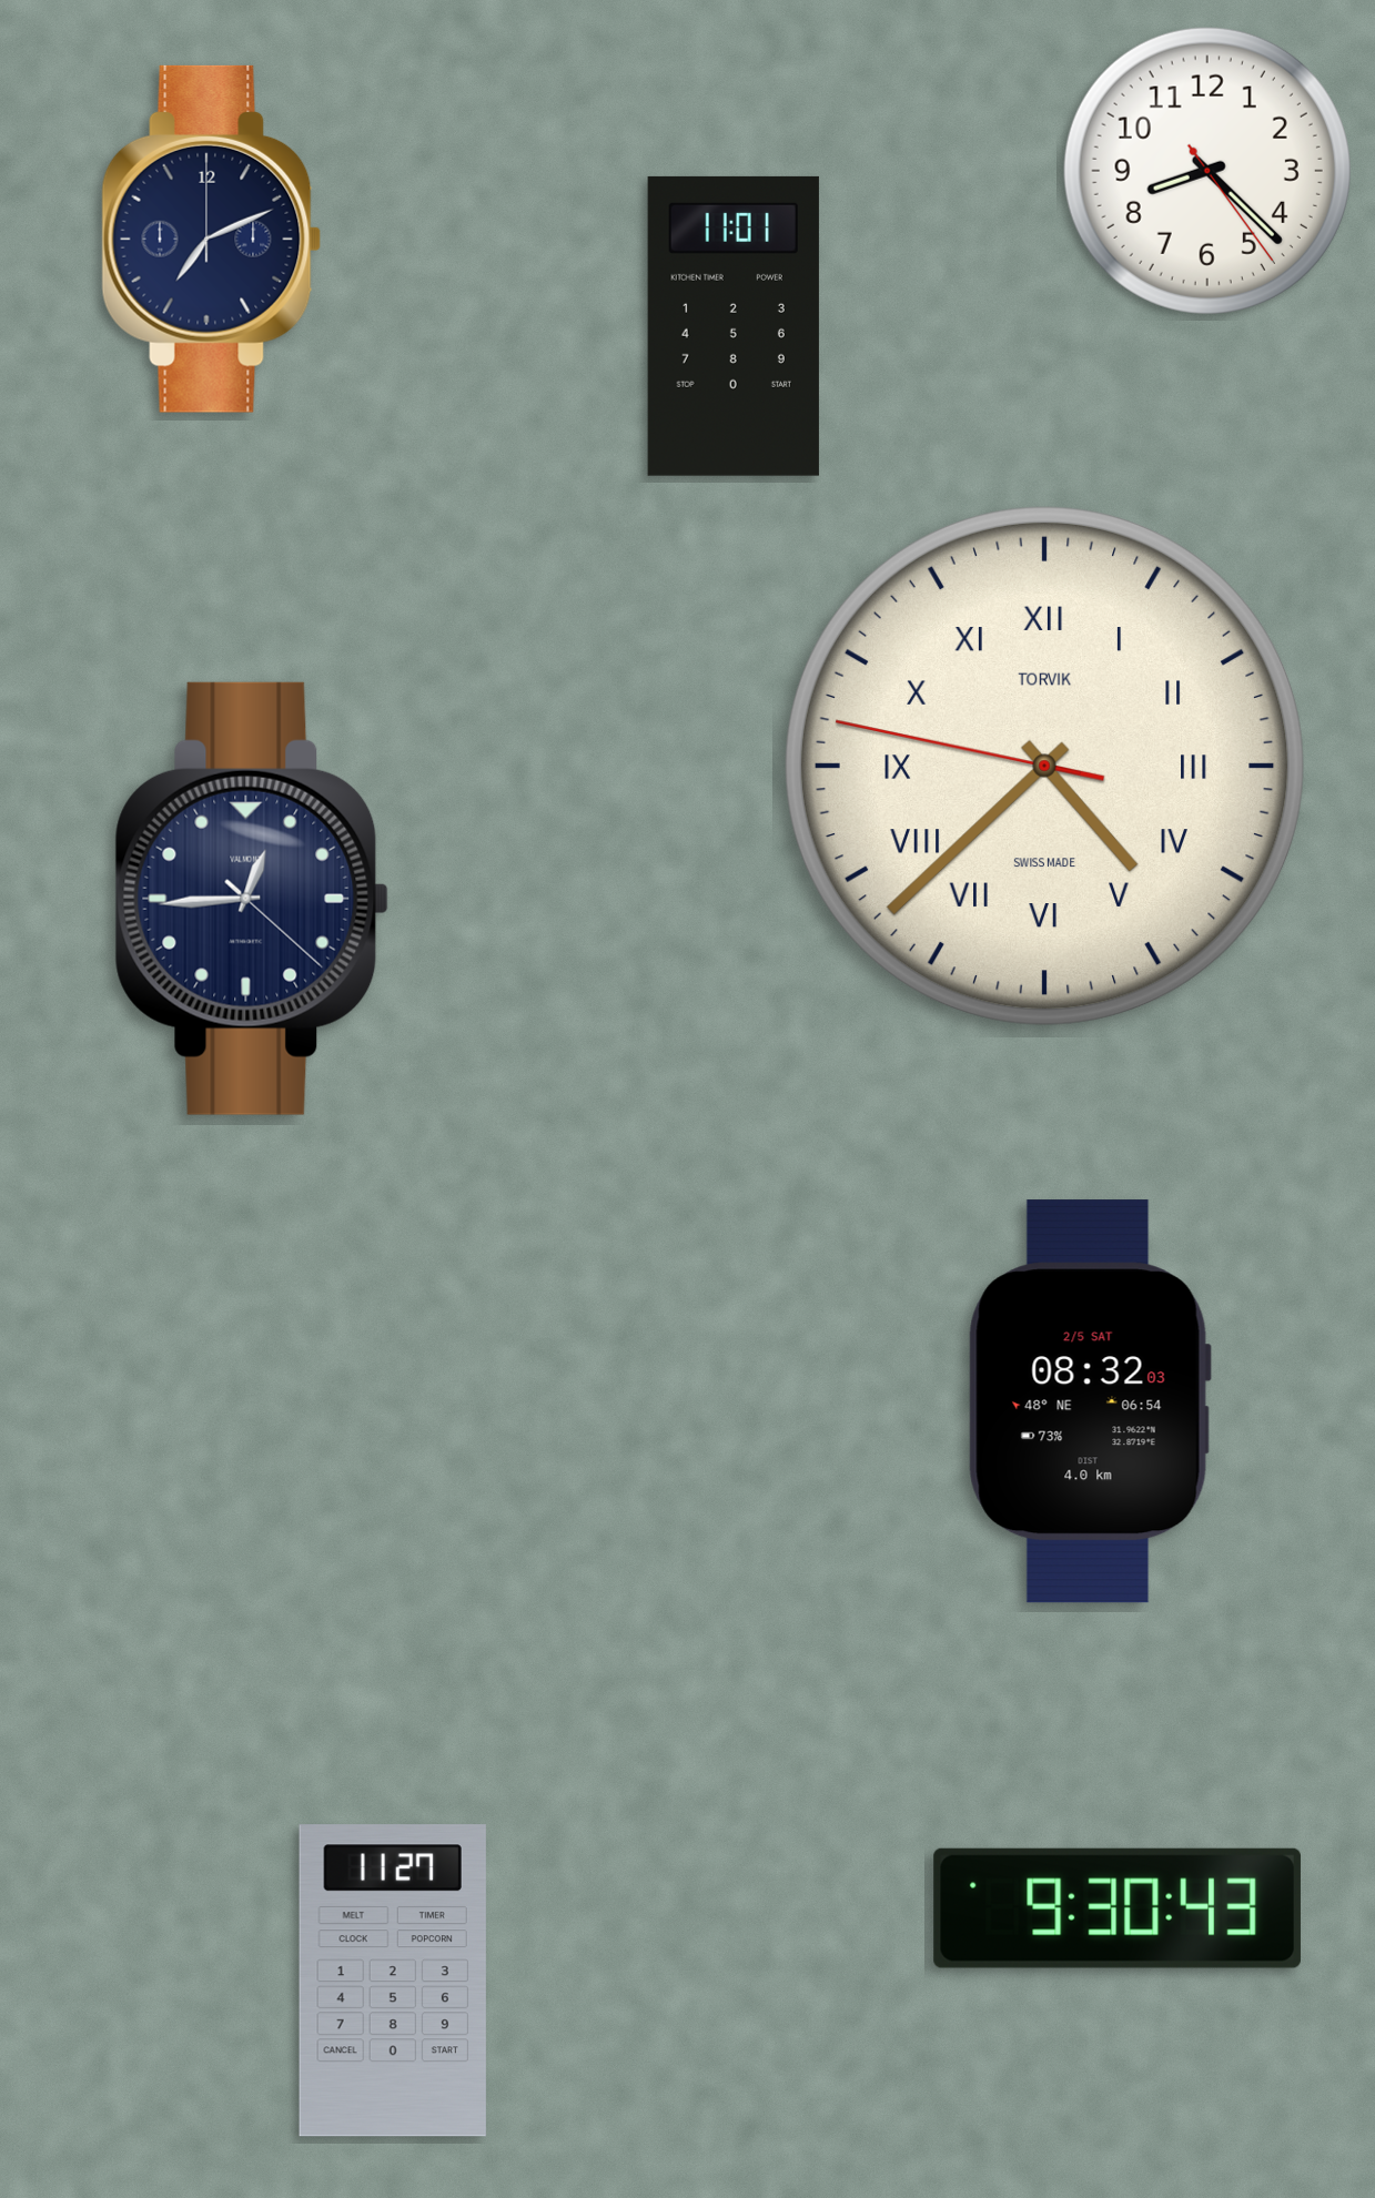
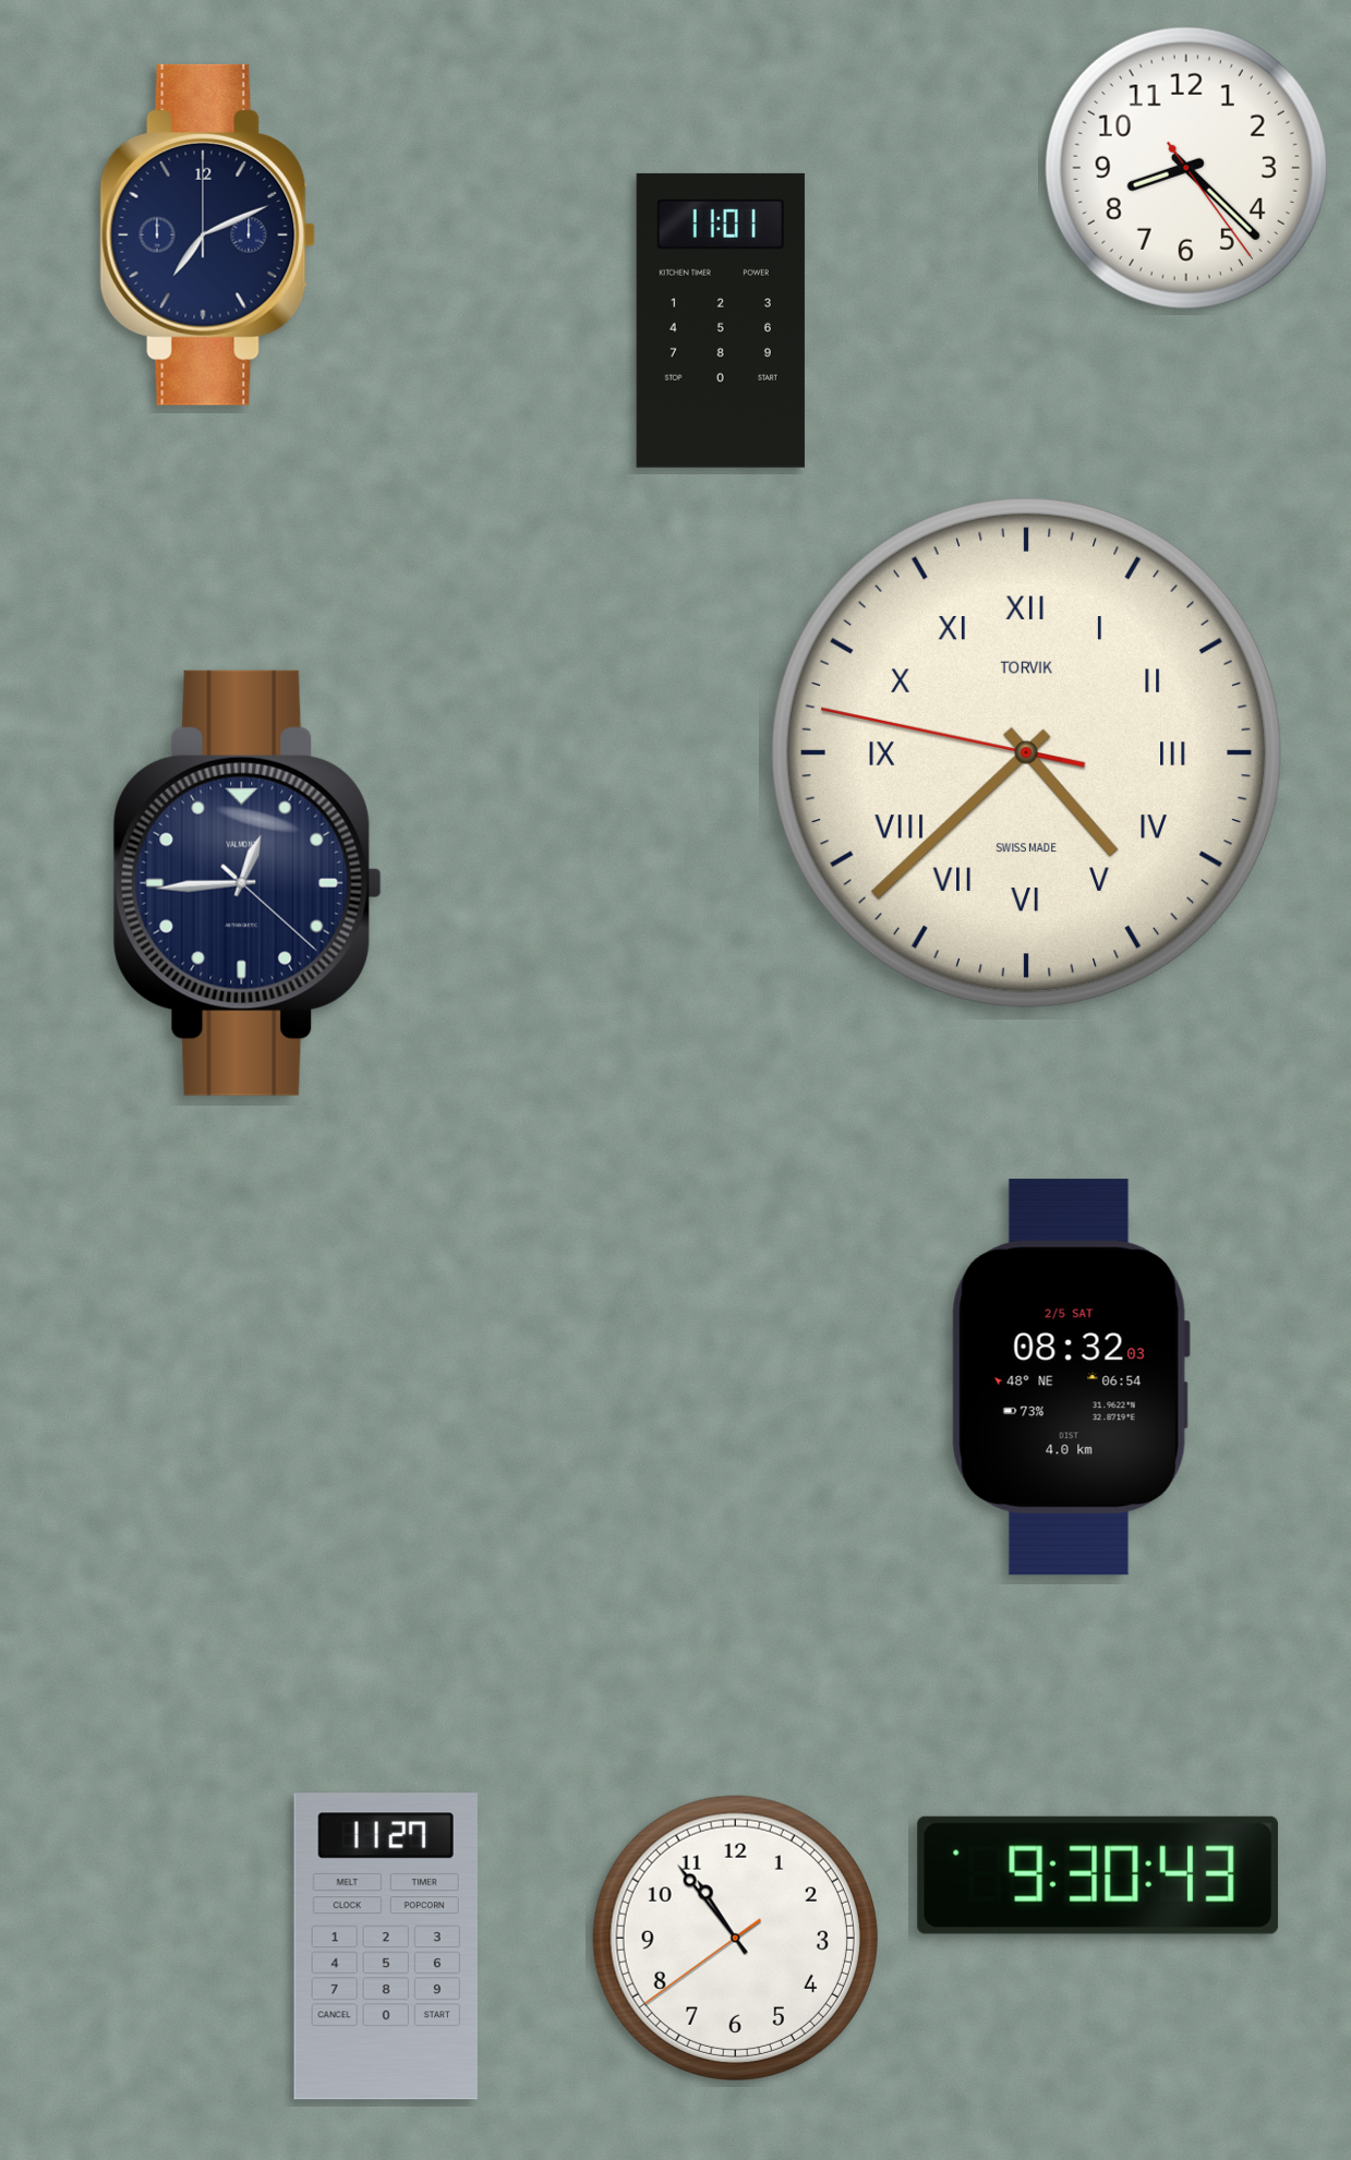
clock at (735, 1938): none -> 10:53
